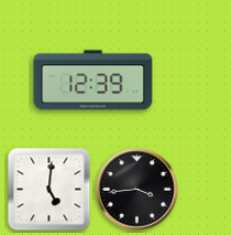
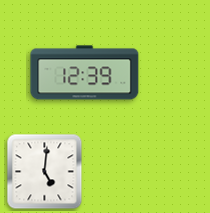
clock at (137, 190): 3:44 -> none
